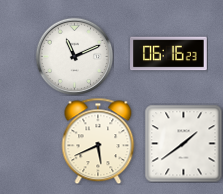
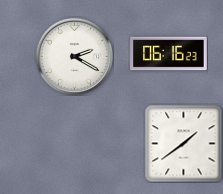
clock at (74, 56): 11:11 -> 2:20
clock at (98, 141): 5:41 -> none
